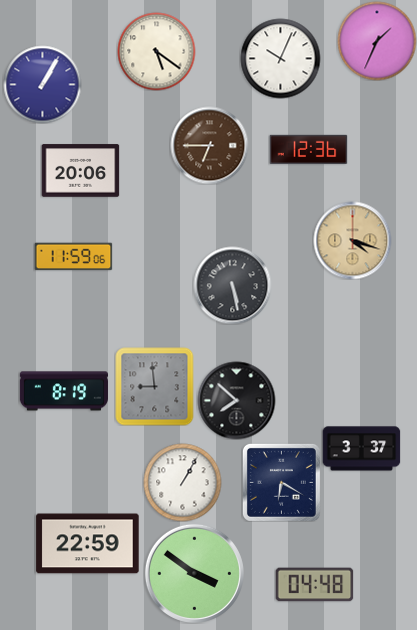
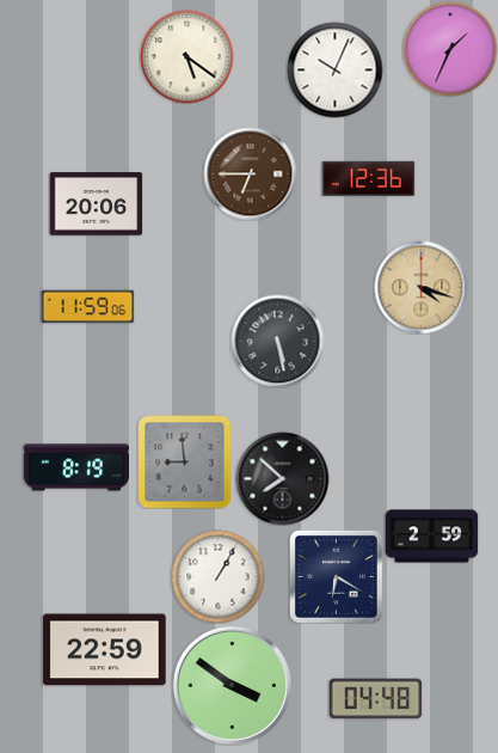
clock at (156, 51) position: (156, 51) -> (186, 56)
clock at (42, 84): 1:05 -> none
clock at (361, 449): 3:37 -> 2:59
